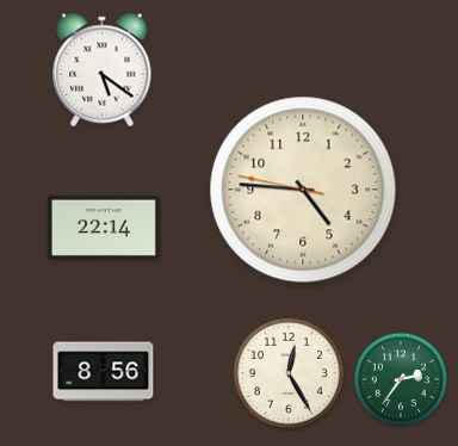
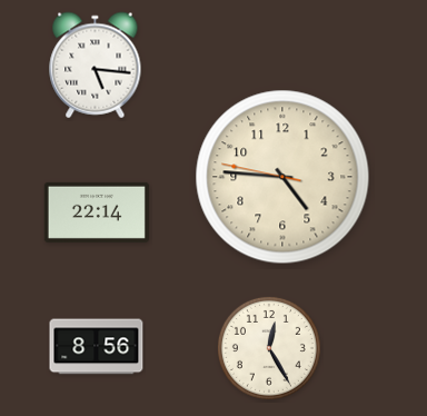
clock at (103, 70): 5:21 -> 5:16
clock at (401, 379): 2:36 -> none
